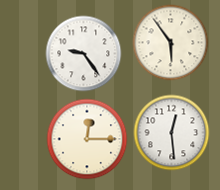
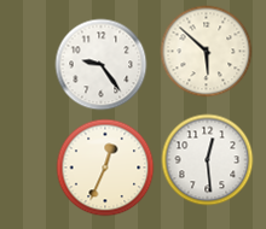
clock at (171, 43): 5:54 -> 5:52
clock at (87, 139): 12:15 -> 12:34
